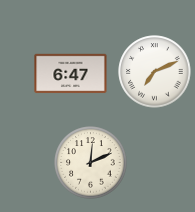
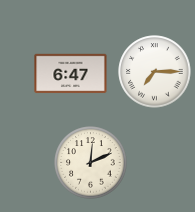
clock at (155, 72): 7:11 -> 7:15
